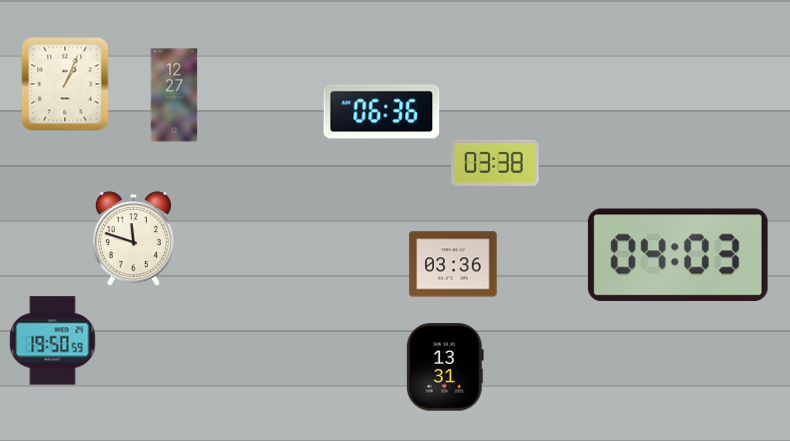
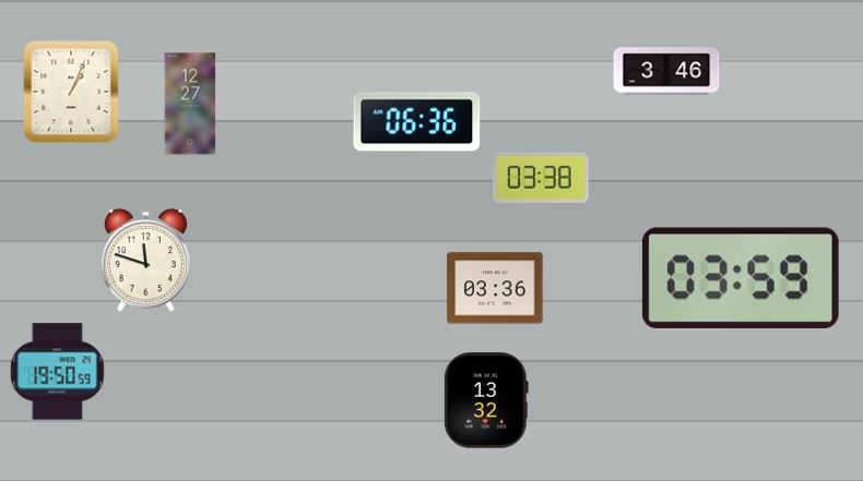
clock at (666, 71): none -> 3:46
clock at (678, 254): 04:03 -> 03:59
clock at (445, 367): 13:31 -> 13:32
